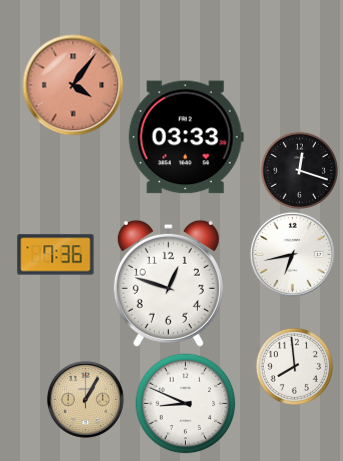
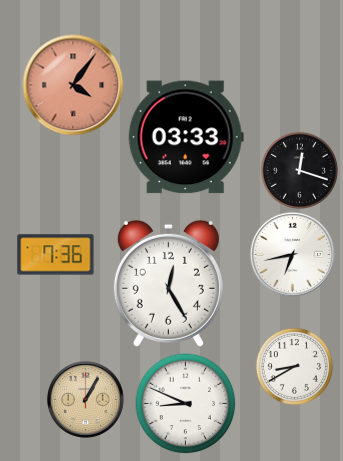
clock at (168, 283): 12:48 -> 12:25
clock at (294, 366): 7:59 -> 8:40
